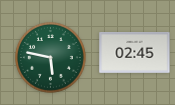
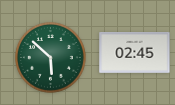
clock at (51, 58): 5:47 -> 5:52
